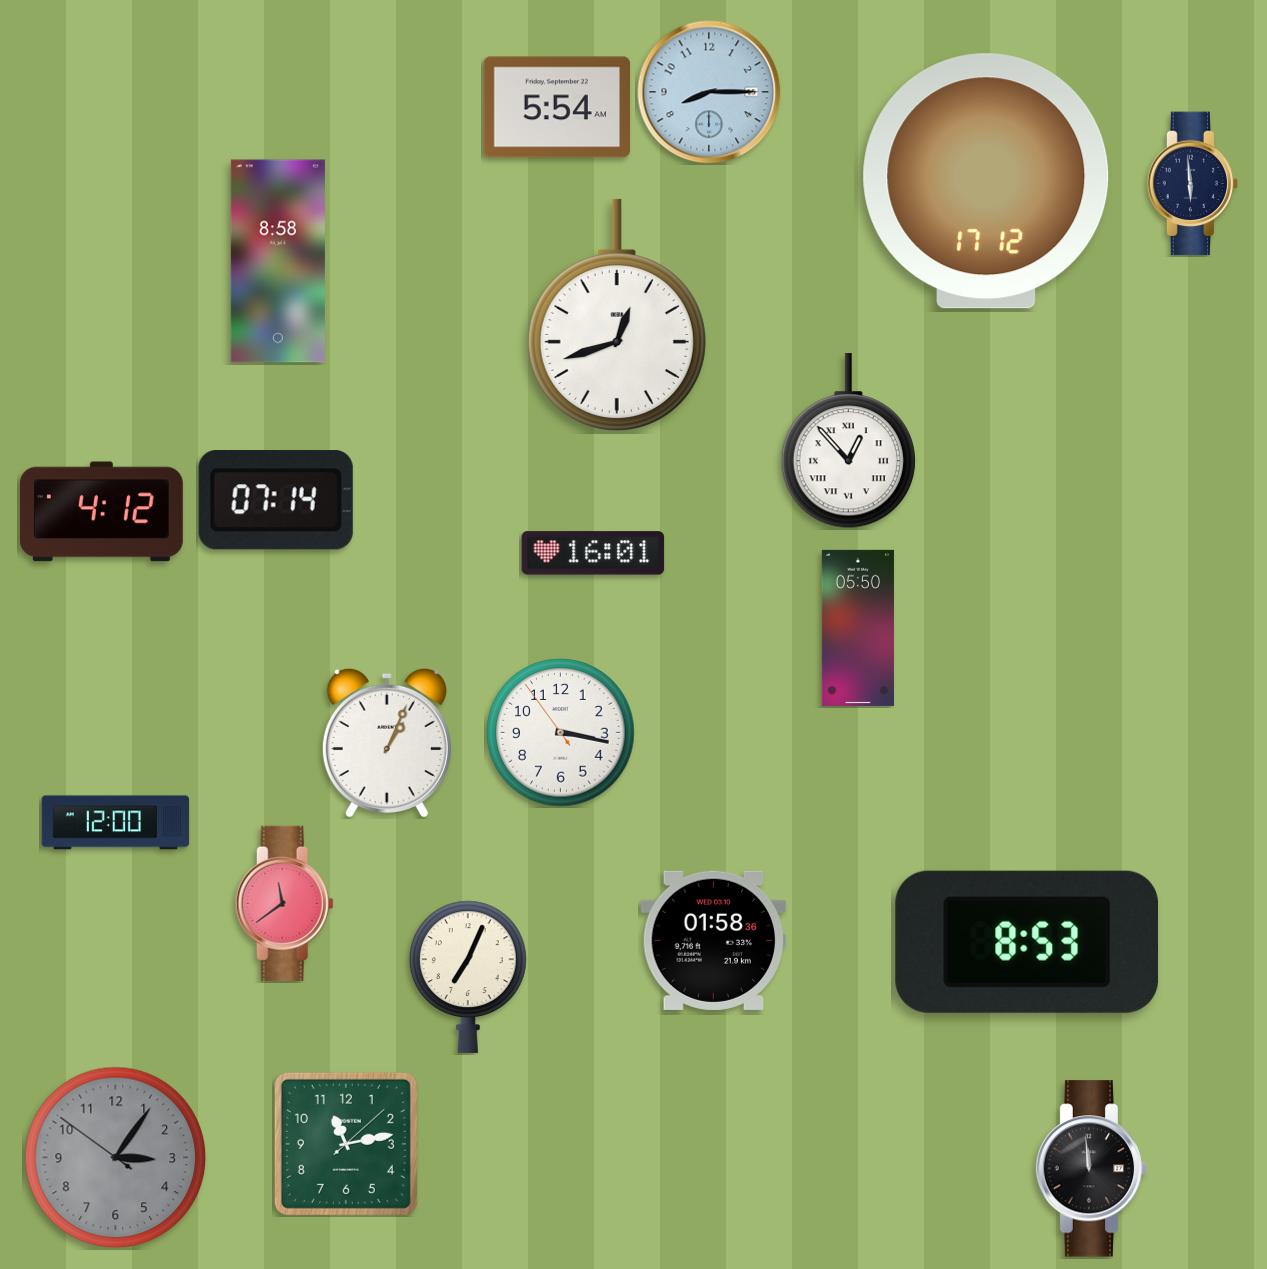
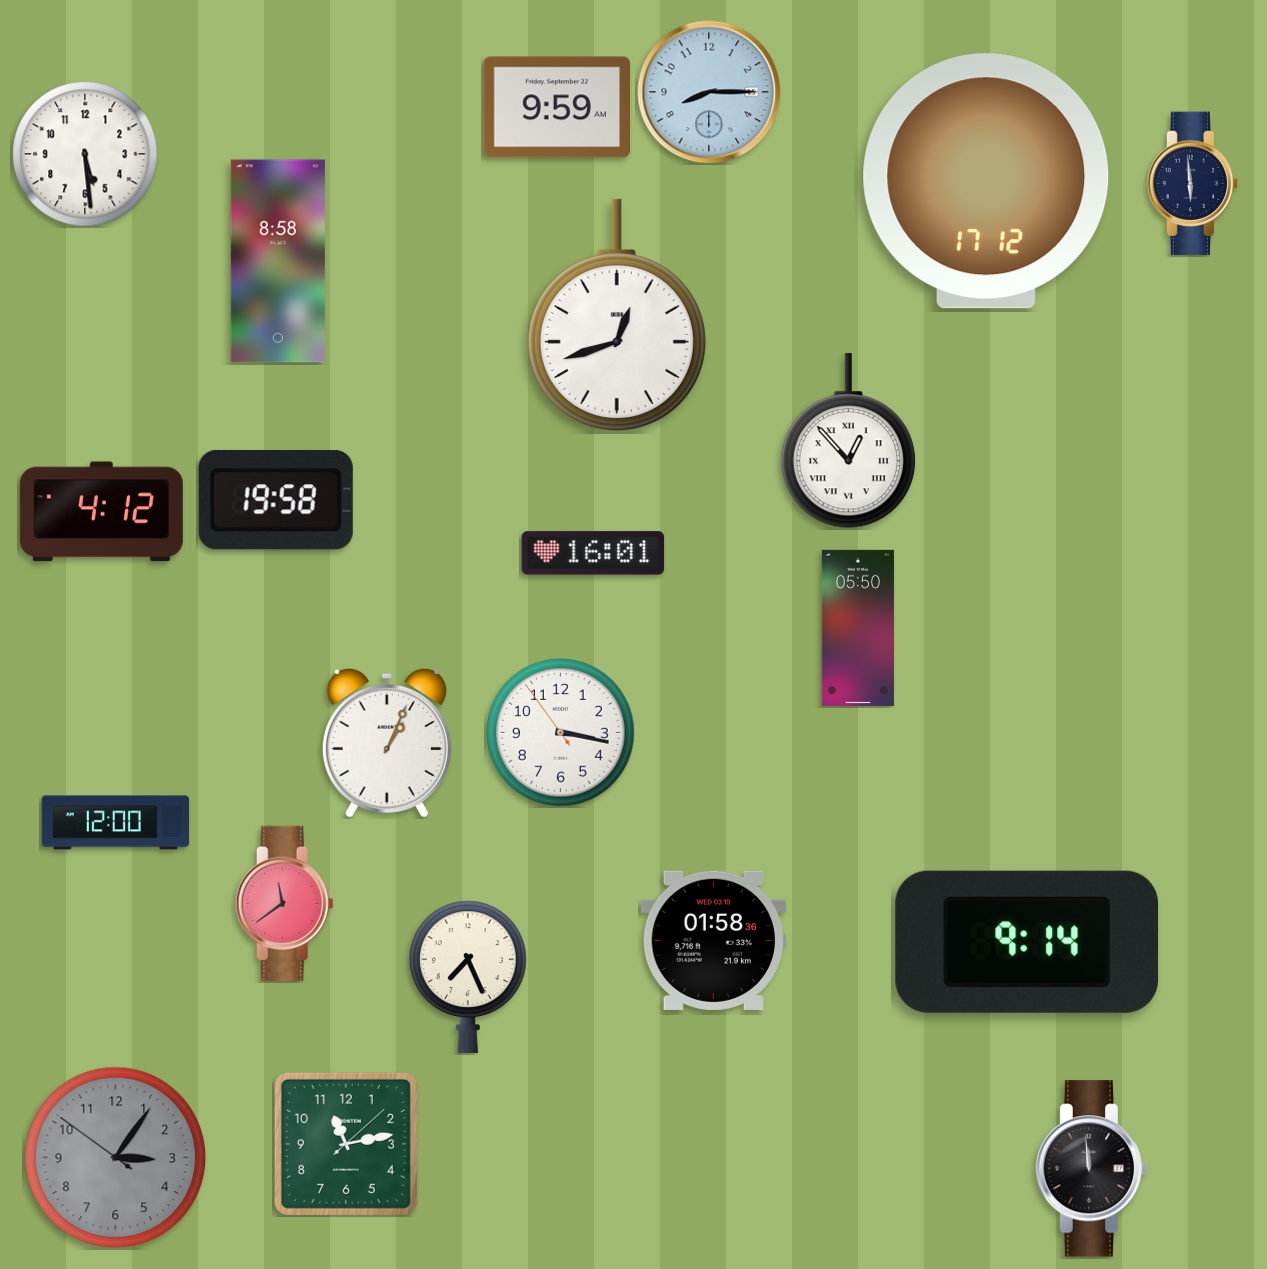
clock at (557, 107): 5:54 -> 9:59
clock at (85, 154): none -> 5:29
clock at (276, 500): 07:14 -> 19:58
clock at (1027, 942): 8:53 -> 9:14
clock at (468, 977): 7:04 -> 7:26
